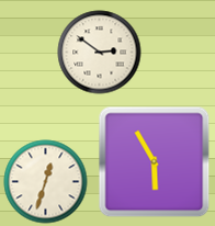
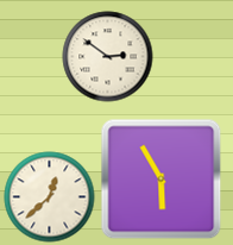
clock at (155, 162) position: (155, 162) -> (162, 180)
clock at (46, 182): 12:33 -> 12:38
